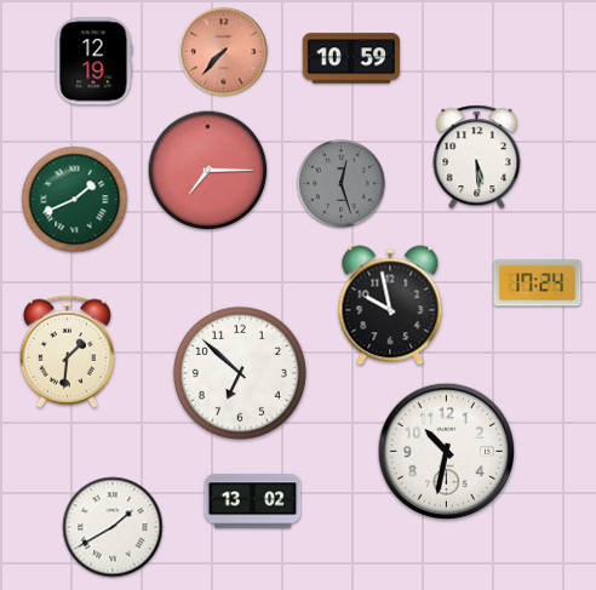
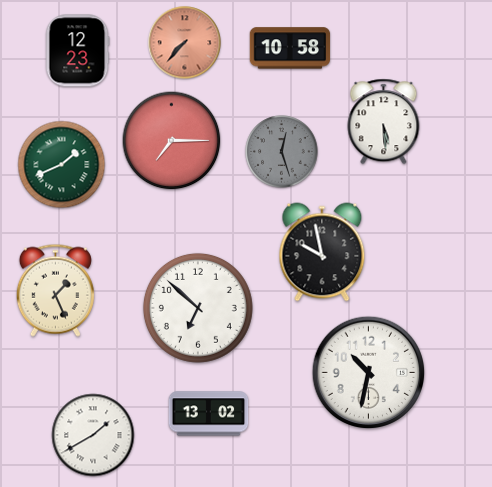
clock at (351, 58): 10:59 -> 10:58
clock at (93, 62): 12:19 -> 12:23
clock at (477, 157) position: (477, 157) -> (384, 122)
clock at (538, 283): 17:24 -> none
clock at (67, 351): 1:31 -> 1:26
